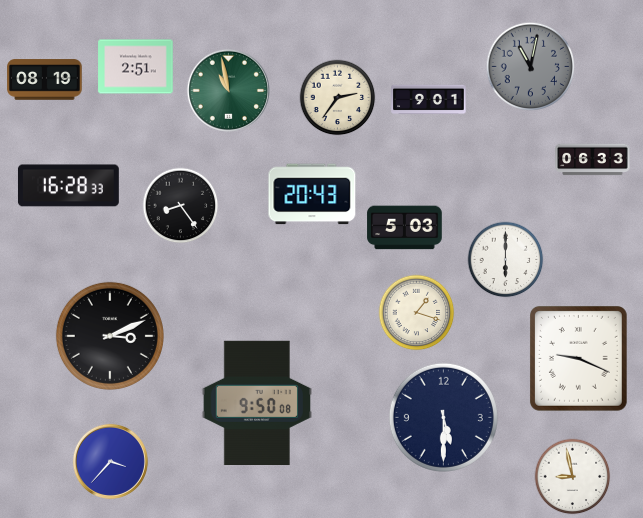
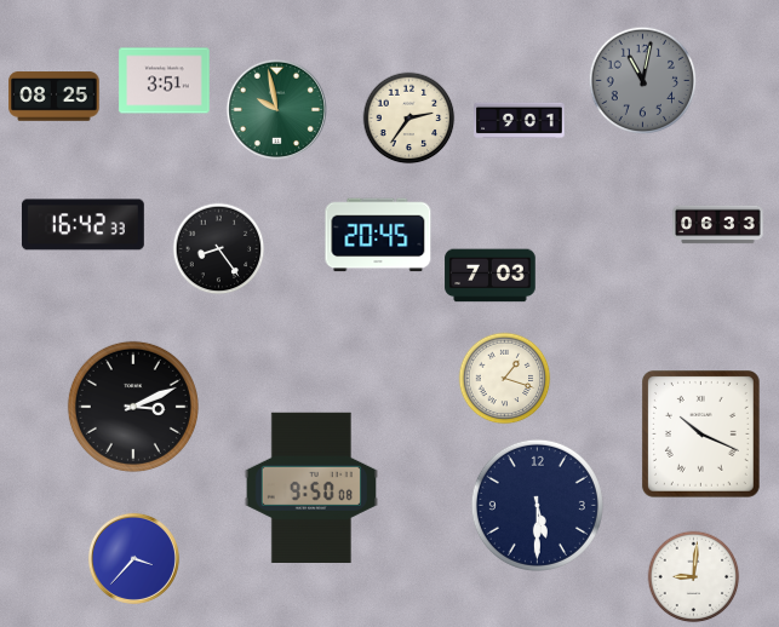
clock at (136, 67): 2:51 -> 3:51
clock at (45, 80): 08:19 -> 08:25
clock at (228, 90): 10:58 -> 9:58
clock at (593, 160) position: (593, 160) -> (718, 225)
clock at (68, 186): 16:28 -> 16:42
clock at (312, 194): 20:43 -> 20:45
clock at (405, 228): 5:03 -> 7:03
clock at (506, 260): 6:00 -> none
clock at (578, 359): 9:19 -> 10:19
clock at (573, 477): 8:58 -> 9:01
